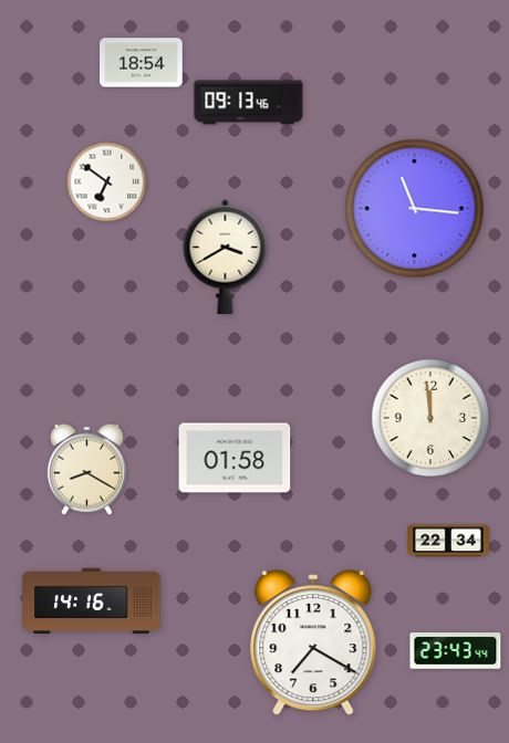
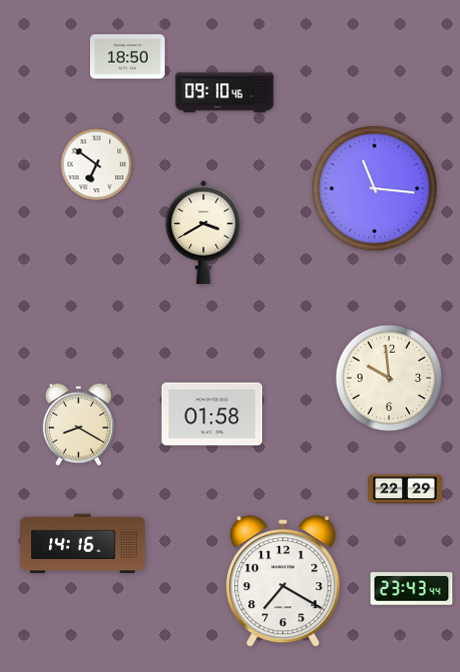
clock at (142, 63): 18:54 -> 18:50
clock at (249, 103): 09:13 -> 09:10
clock at (430, 418): 11:59 -> 9:59
clock at (449, 541): 22:34 -> 22:29
